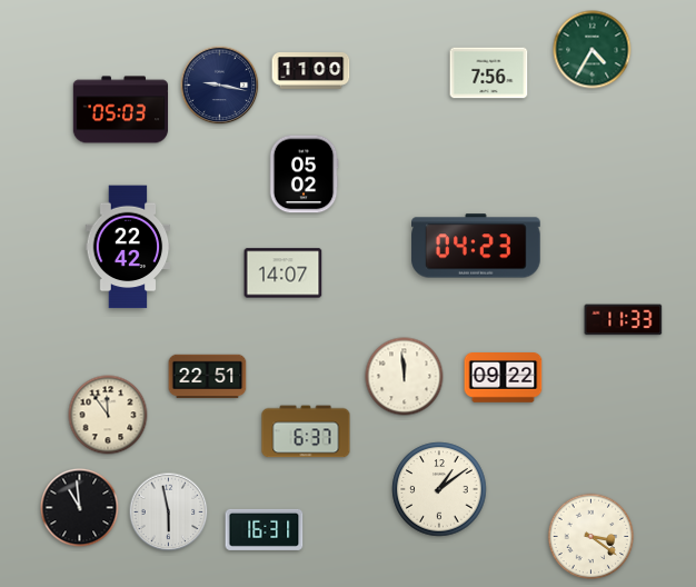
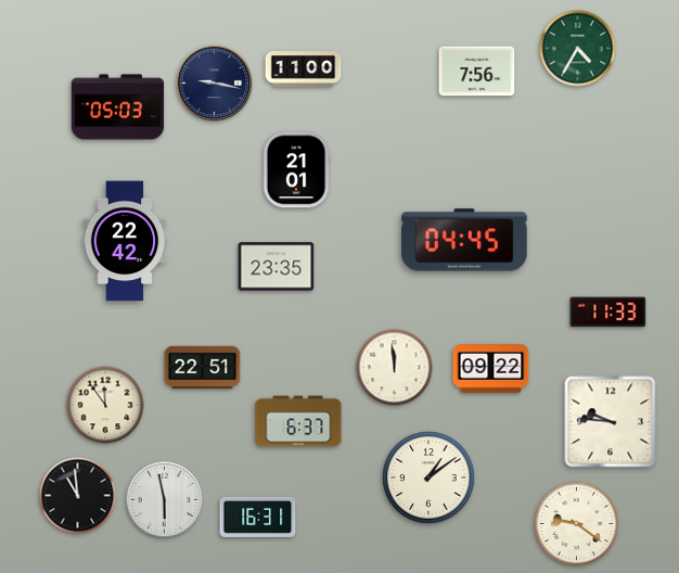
clock at (304, 175): 05:02 -> 21:01
clock at (476, 246): 04:23 -> 04:45
clock at (284, 273): 14:07 -> 23:35
clock at (611, 422): none -> 9:46
clock at (591, 537): 3:21 -> 9:21
